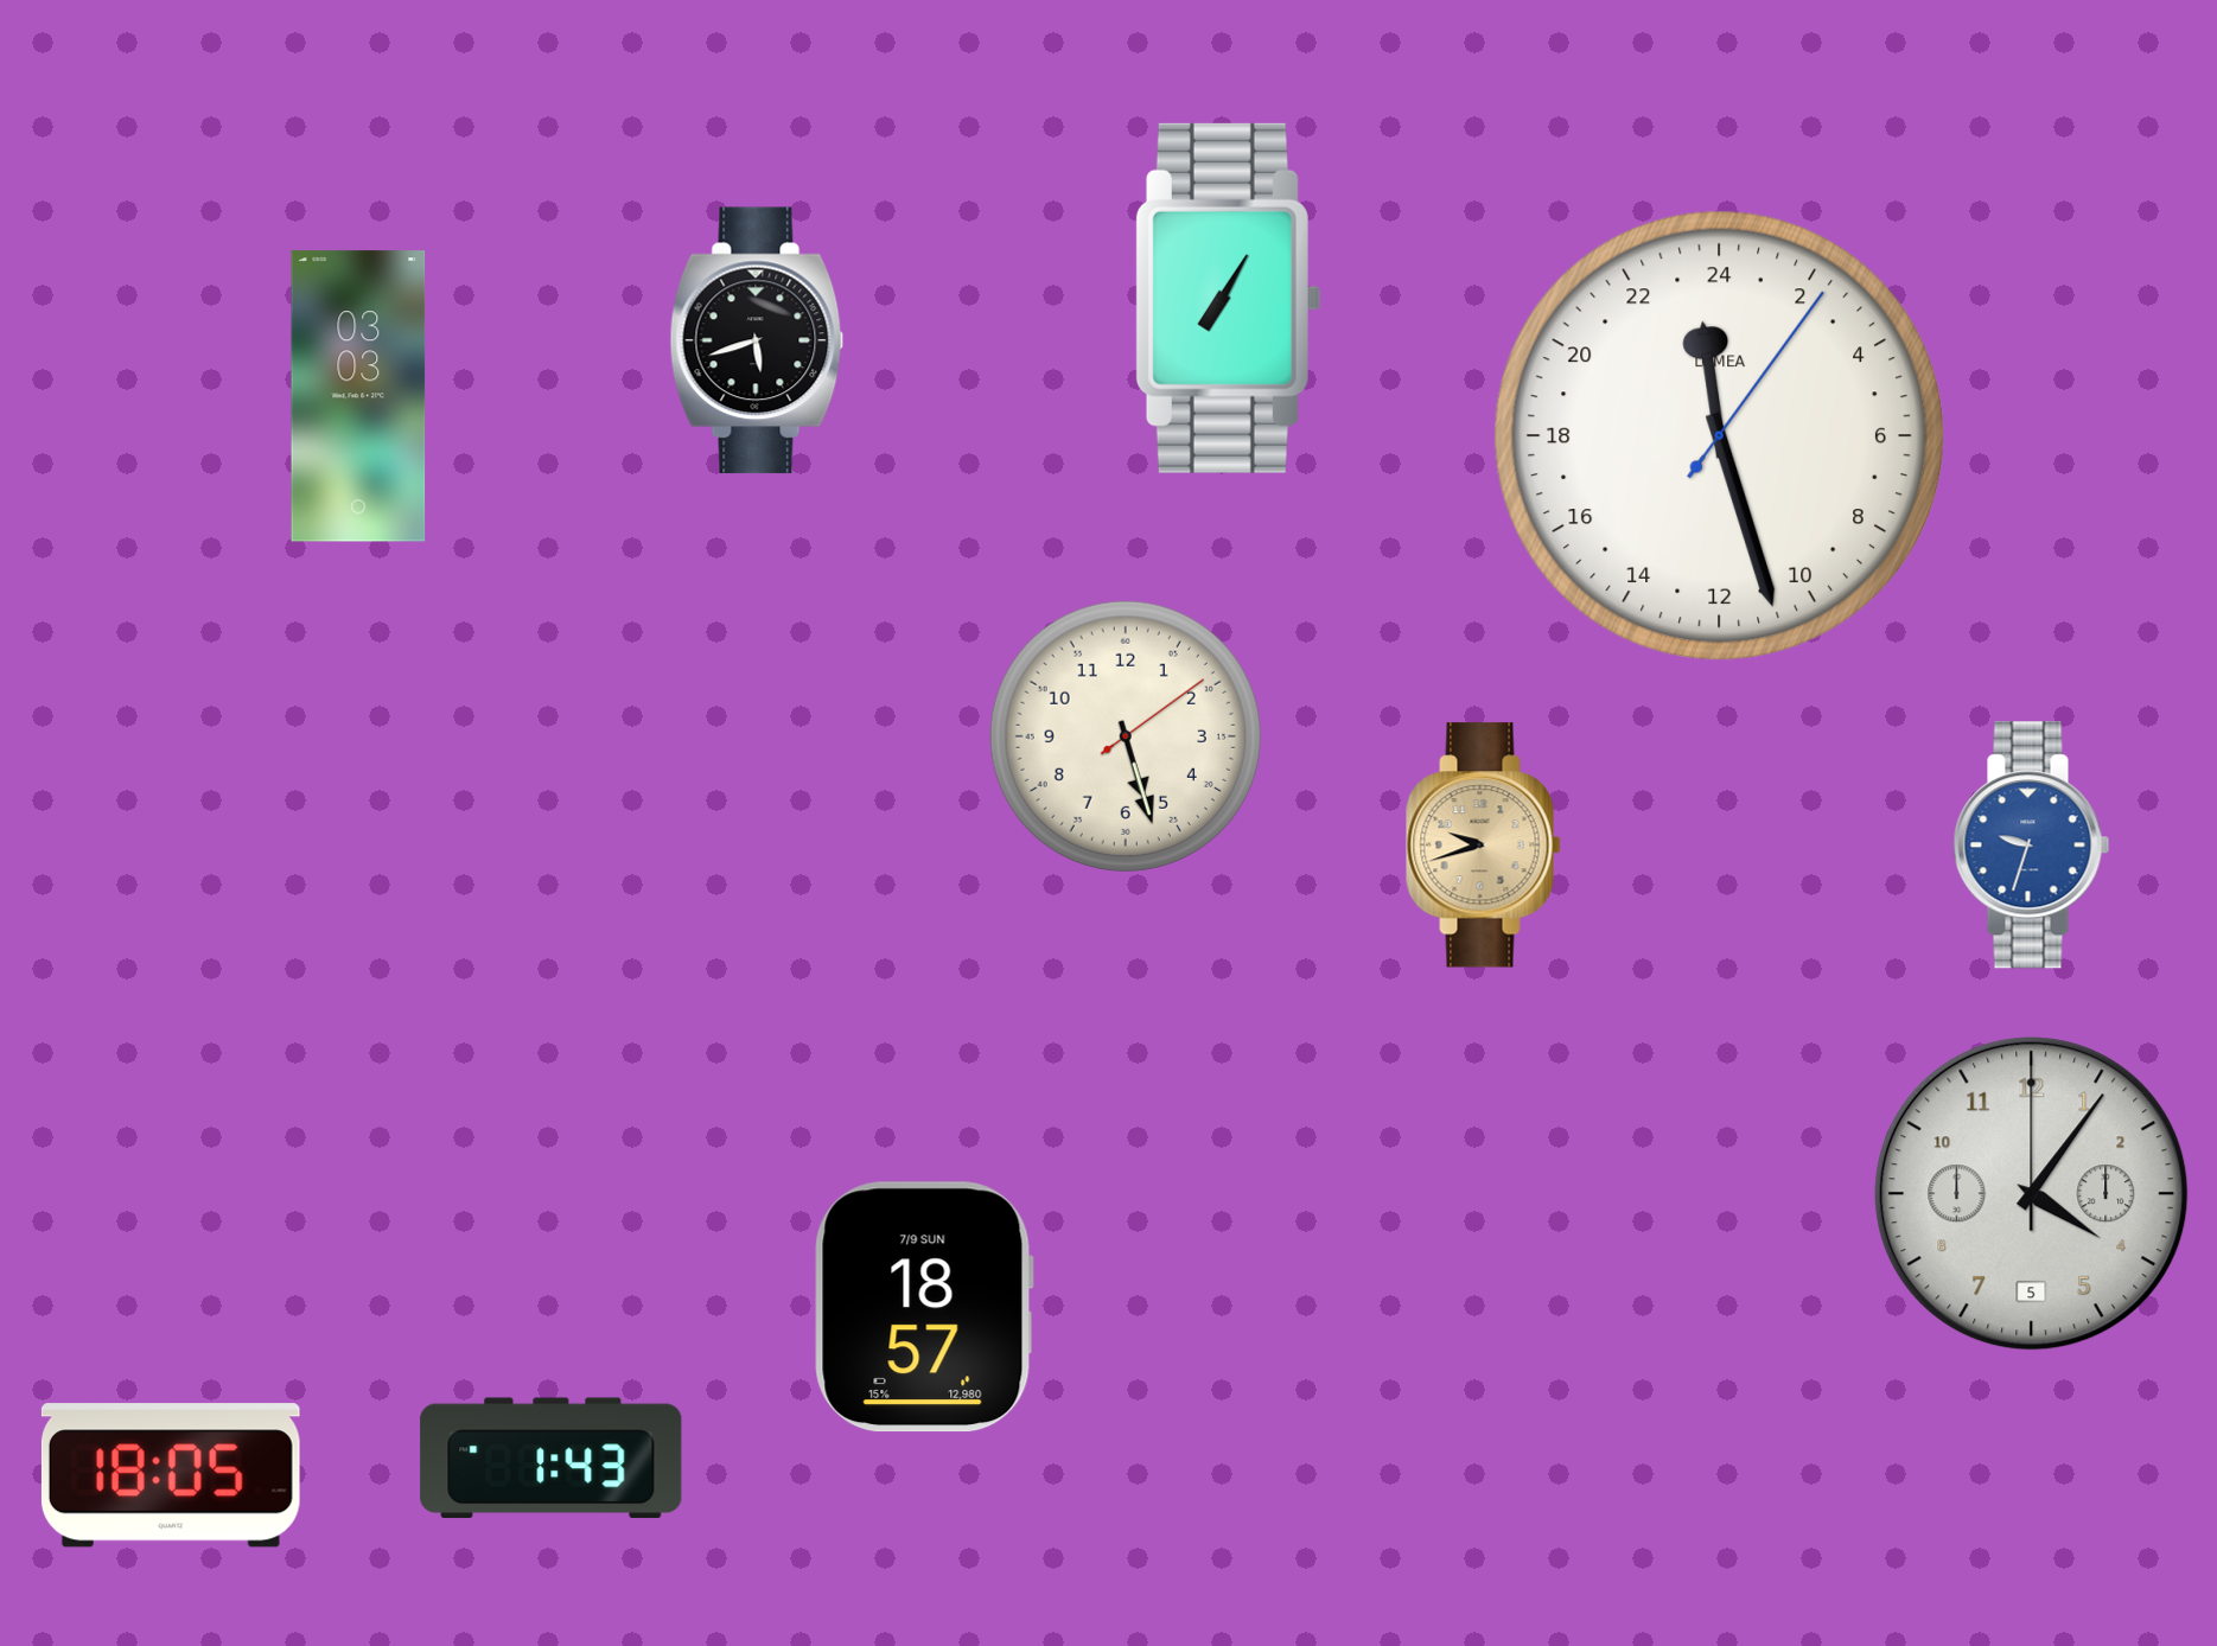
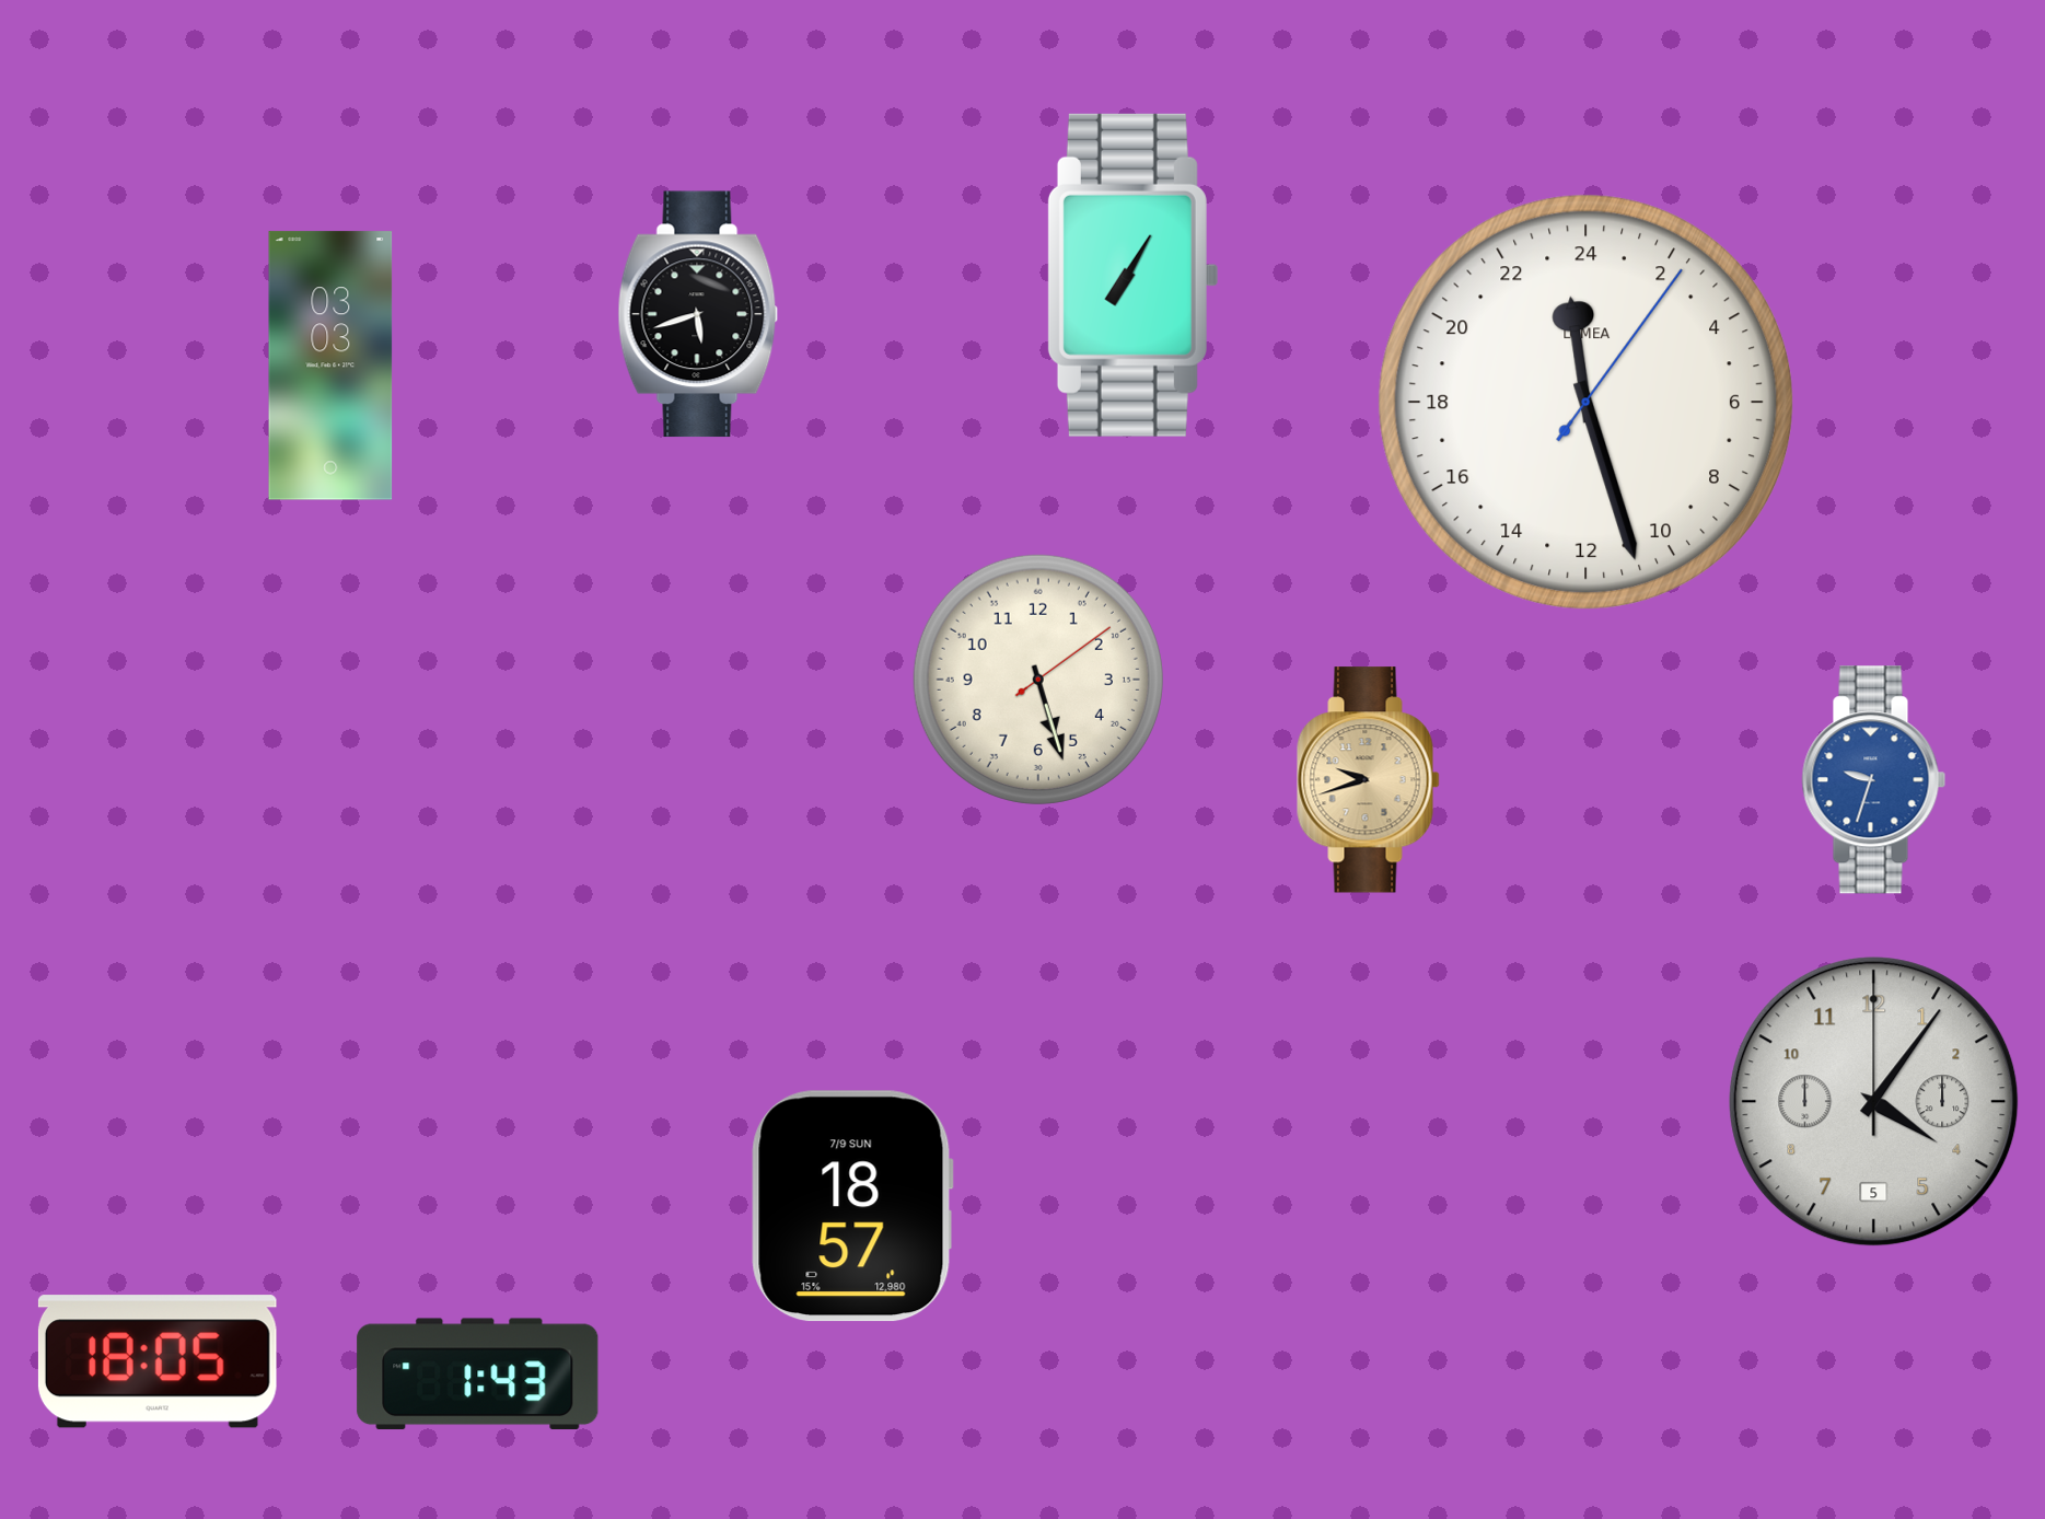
clock at (552, 1459) position: (552, 1459) -> (478, 1375)
